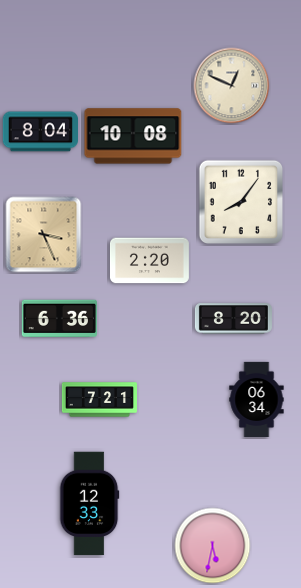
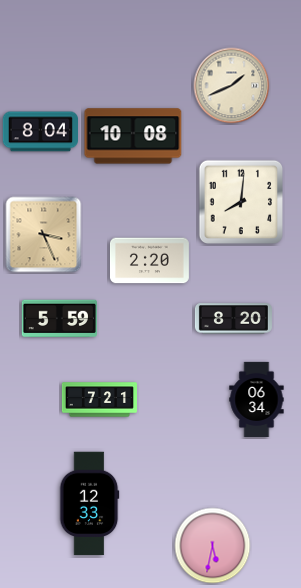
clock at (232, 86): 12:49 -> 1:41
clock at (241, 202): 8:06 -> 8:01
clock at (59, 319): 6:36 -> 5:59
